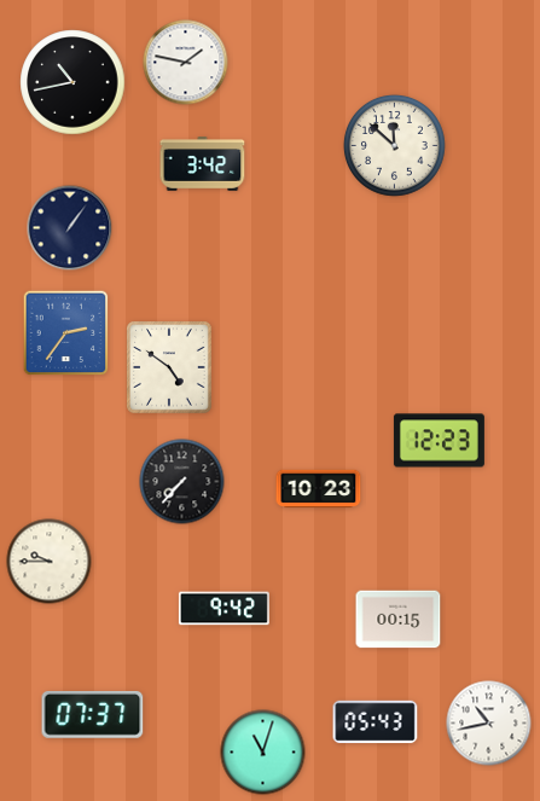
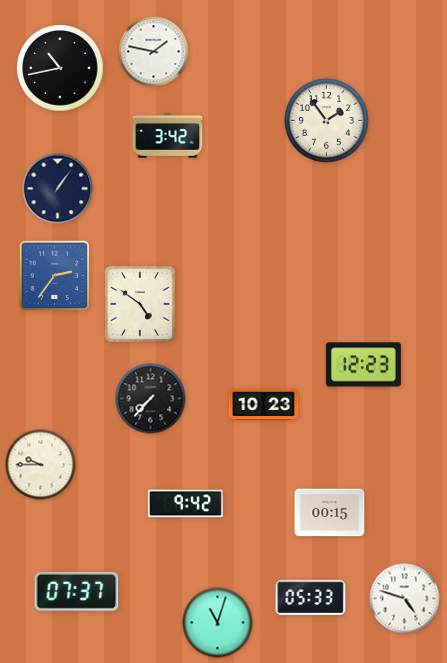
clock at (394, 145): 11:52 -> 1:54
clock at (376, 722): 05:43 -> 05:33
clock at (489, 724): 10:43 -> 4:48
